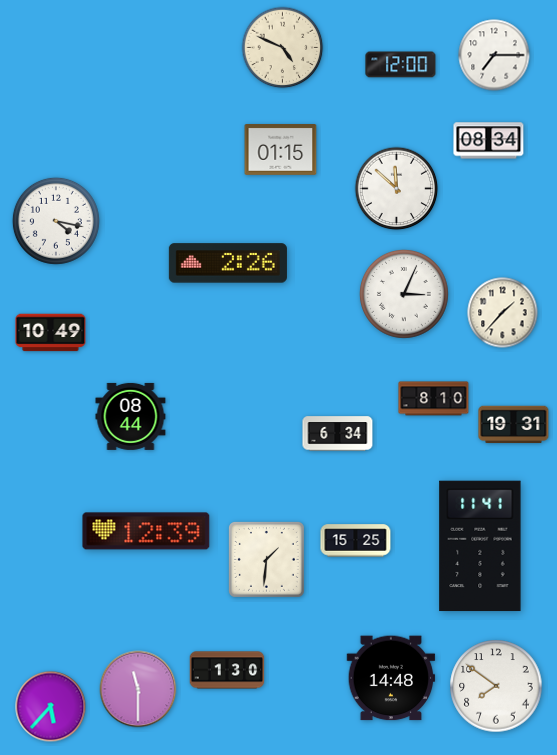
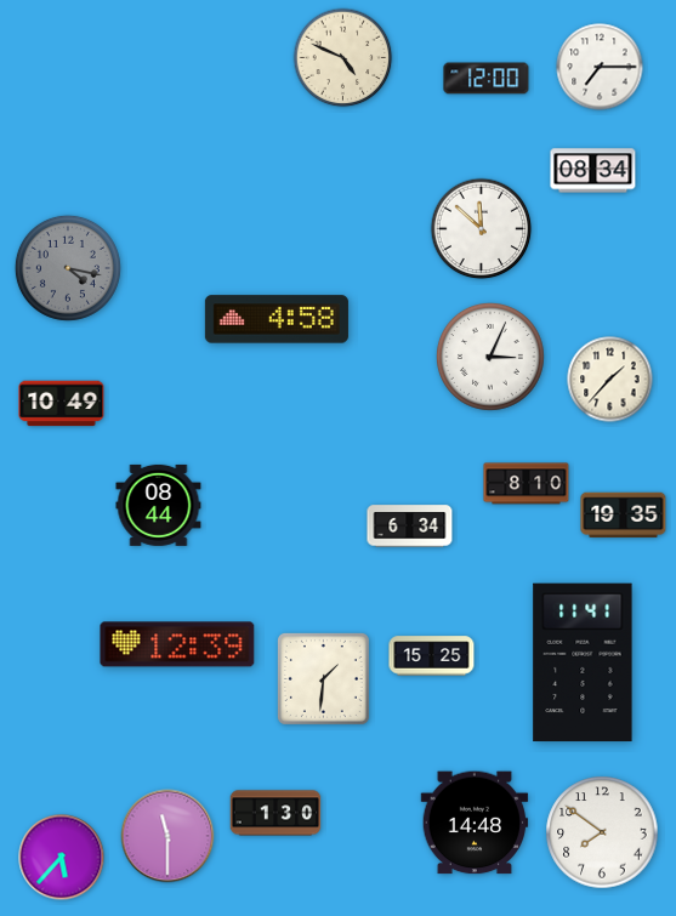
clock at (281, 150): 01:15 -> none
clock at (56, 221) dial: white -> grey
clock at (228, 263): 2:26 -> 4:58
clock at (514, 425): 19:31 -> 19:35
